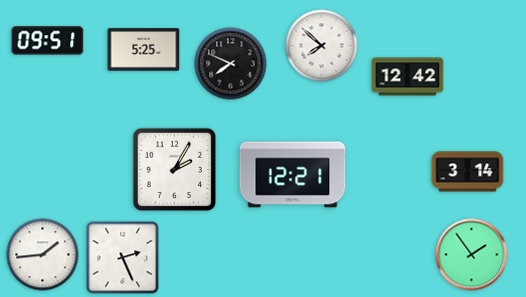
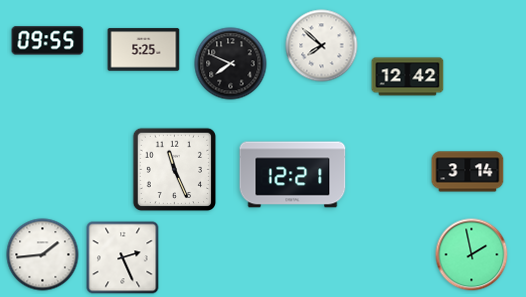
clock at (48, 41): 09:51 -> 09:55
clock at (175, 170): 2:05 -> 11:26
clock at (472, 255): 1:54 -> 1:58
